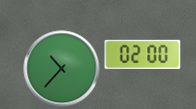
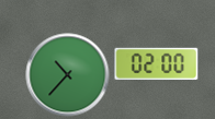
clock at (143, 54) position: (143, 54) -> (157, 63)
